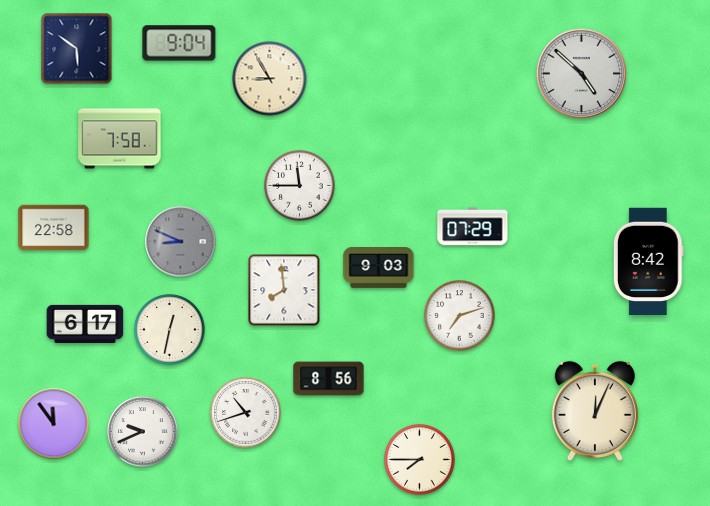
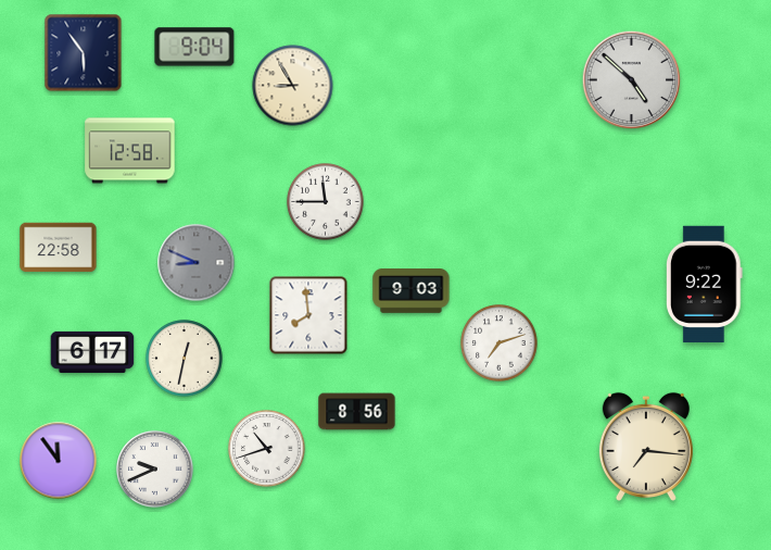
clock at (77, 49): 5:51 -> 5:54
clock at (120, 139): 7:58 -> 12:58
clock at (473, 227): 07:29 -> none
clock at (649, 261): 8:42 -> 9:22
clock at (595, 411): 12:04 -> 7:16
clock at (420, 460): 7:45 -> none
